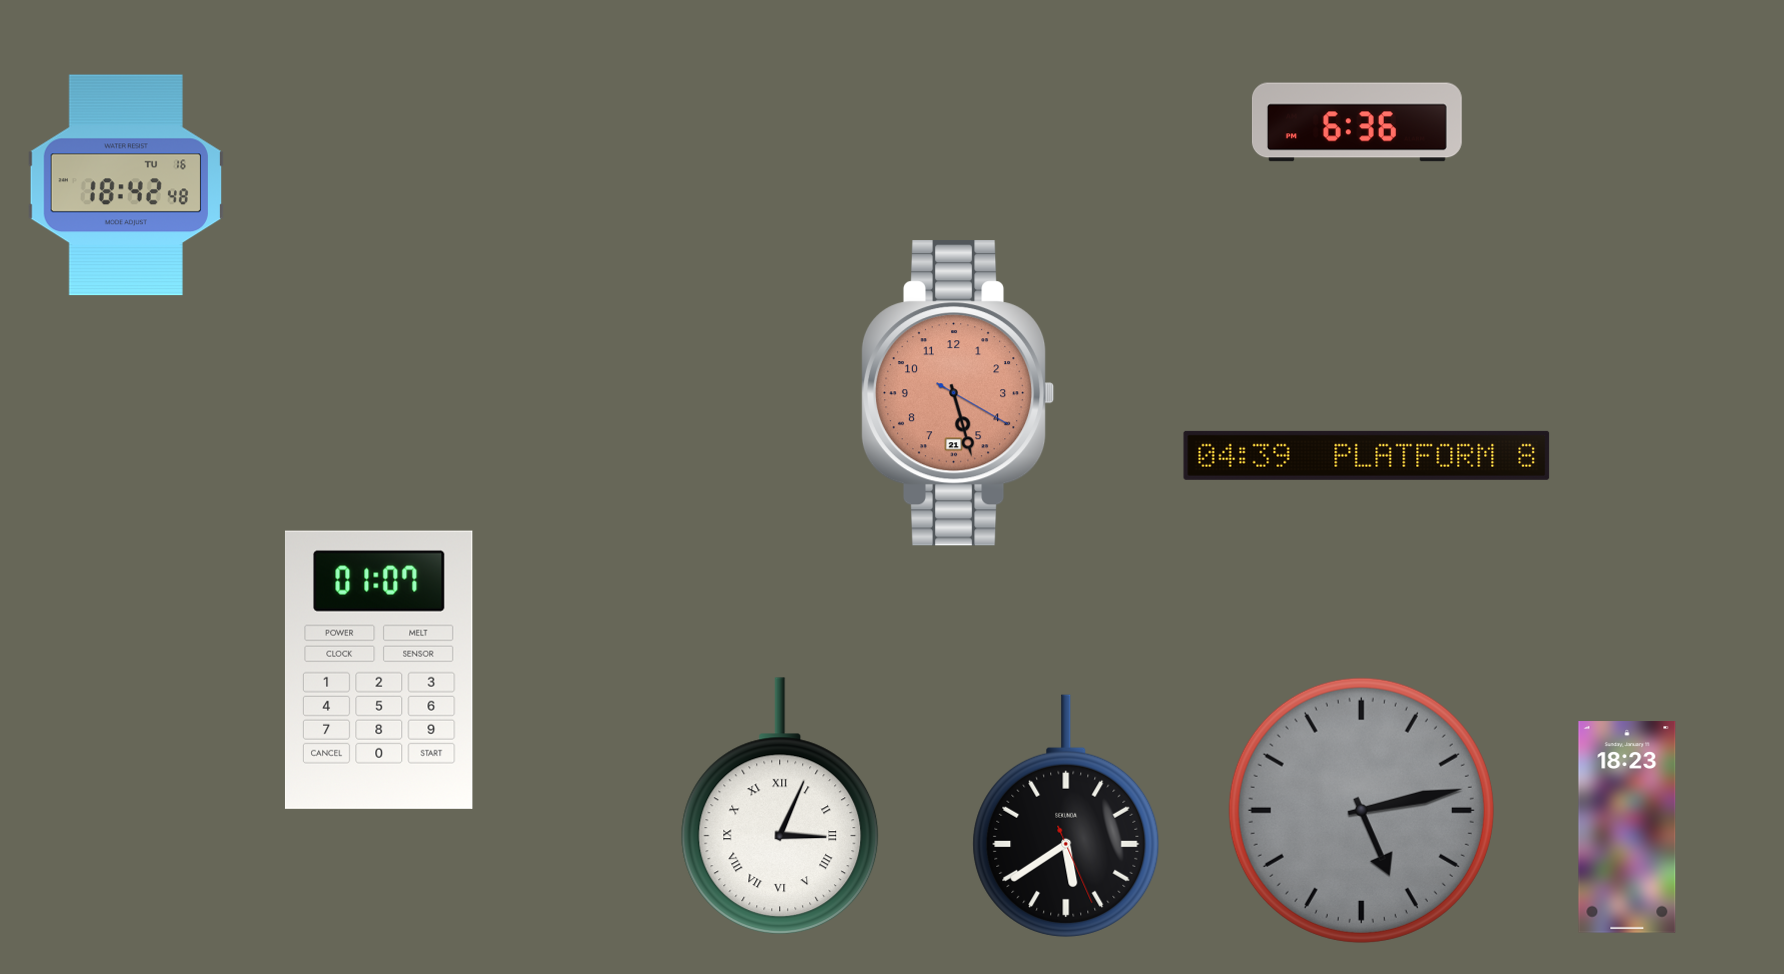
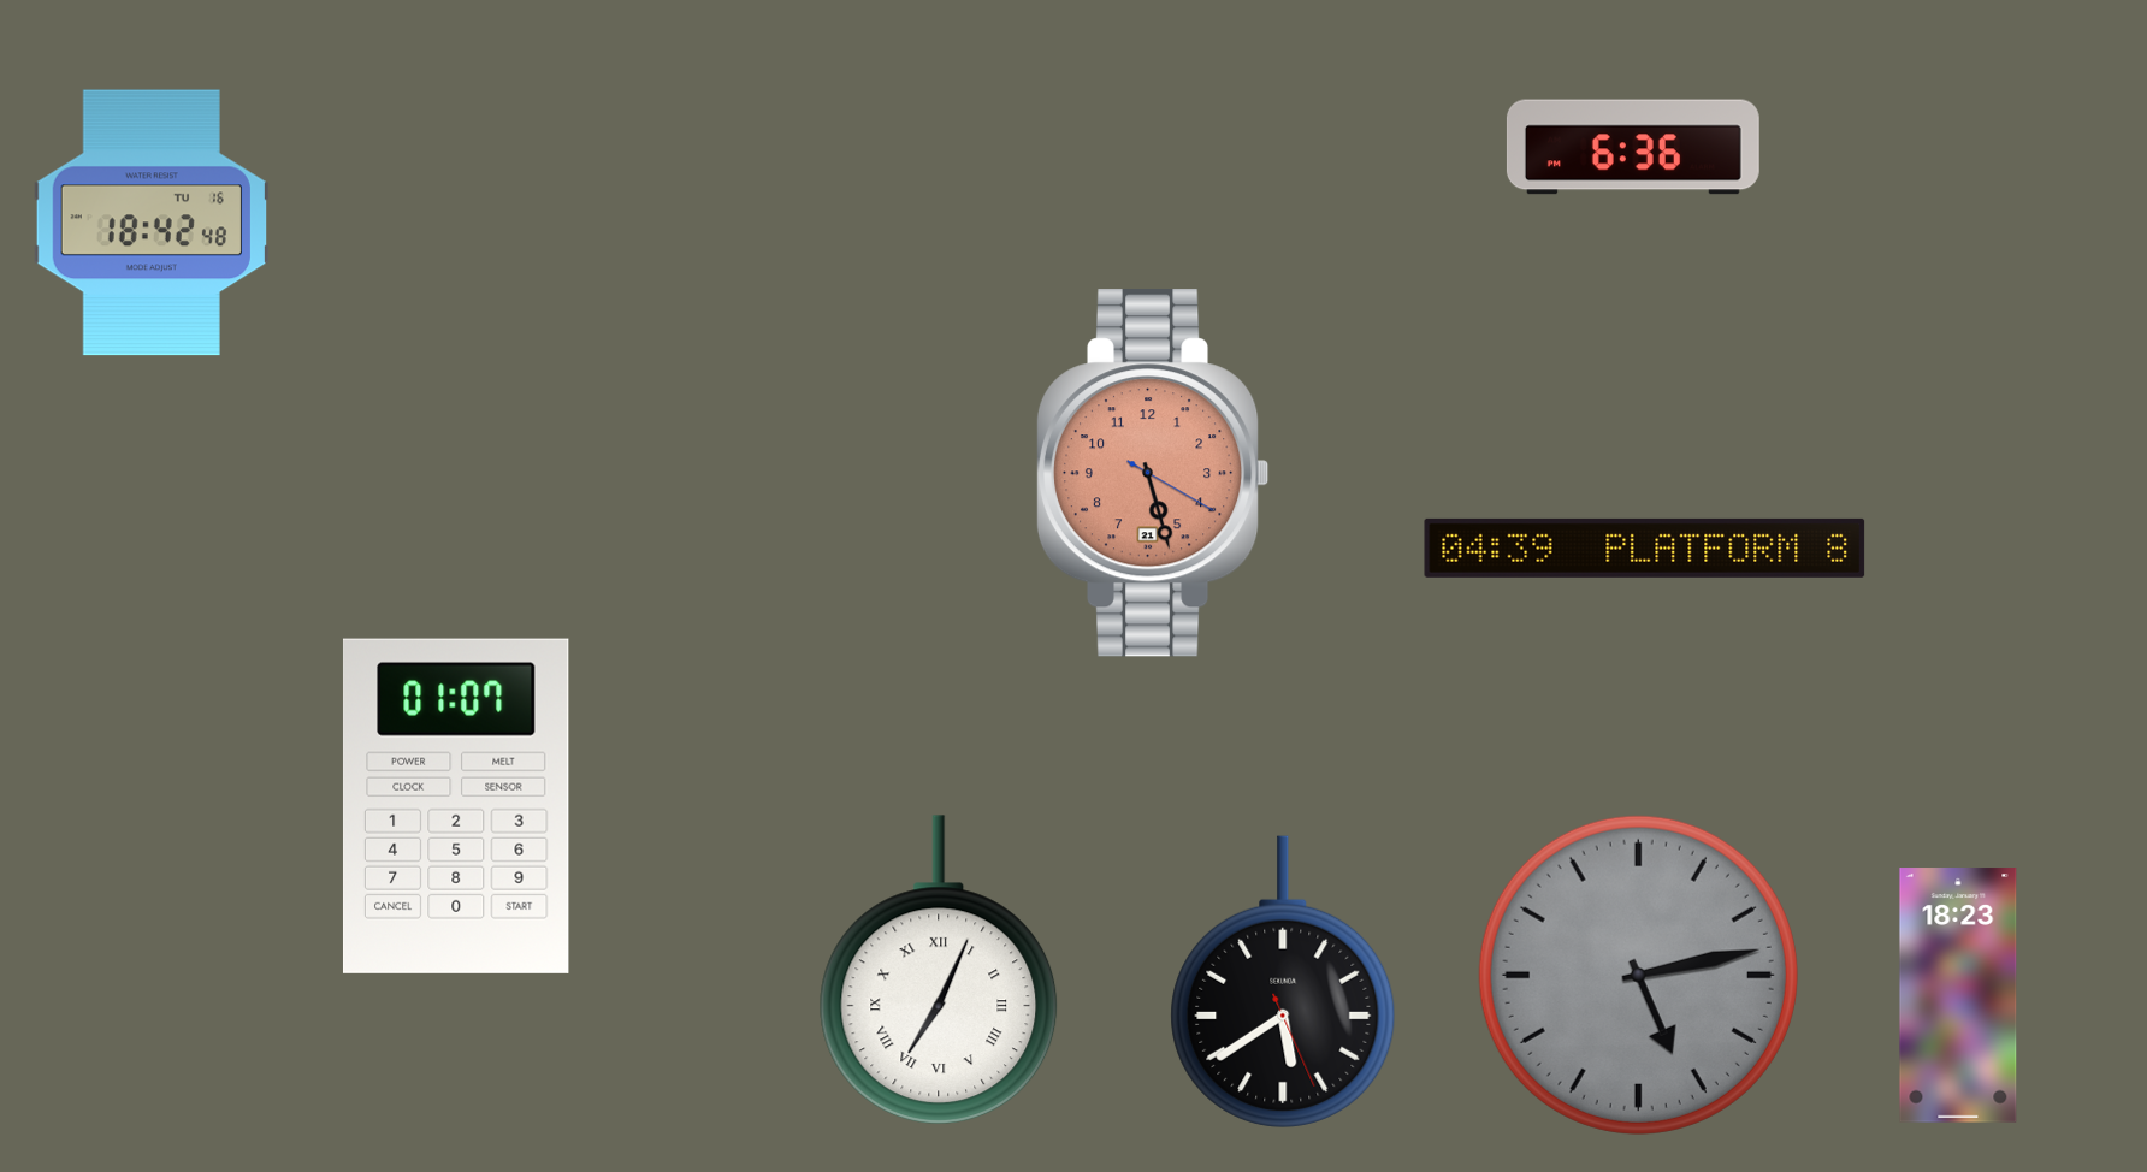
clock at (780, 807): 3:04 -> 7:04
